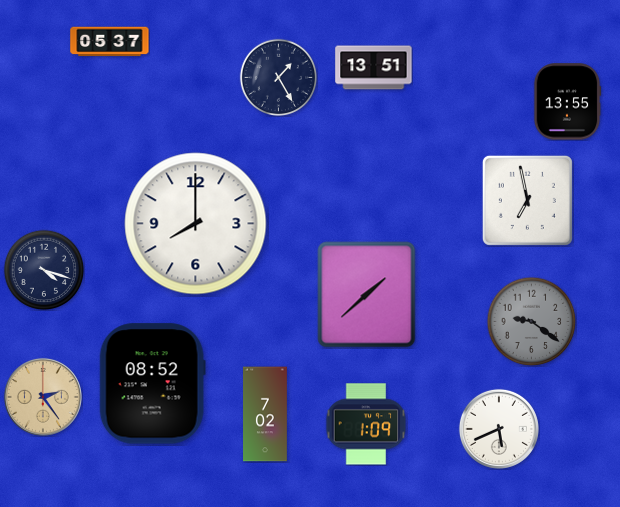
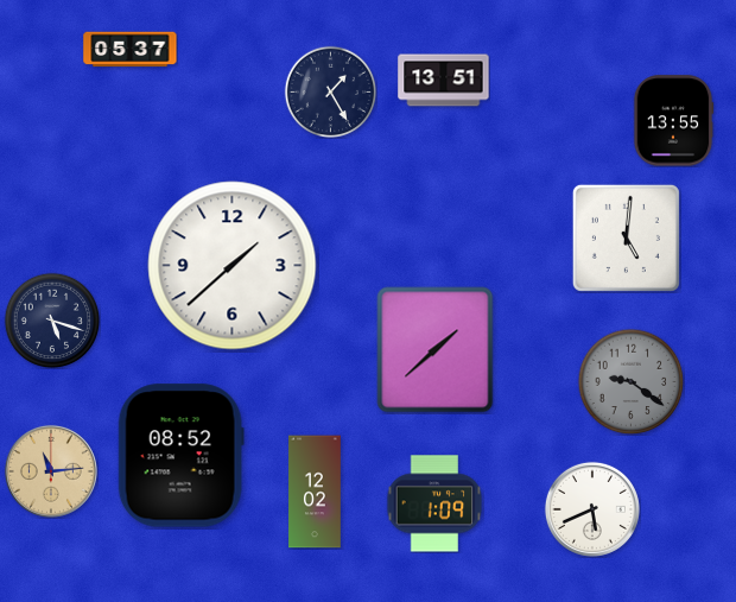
clock at (527, 200): 6:58 -> 5:01
clock at (196, 224): 8:00 -> 1:38
clock at (44, 270): 4:18 -> 5:18
clock at (43, 397): 2:24 -> 11:14
clock at (265, 414): 7:02 -> 12:02
